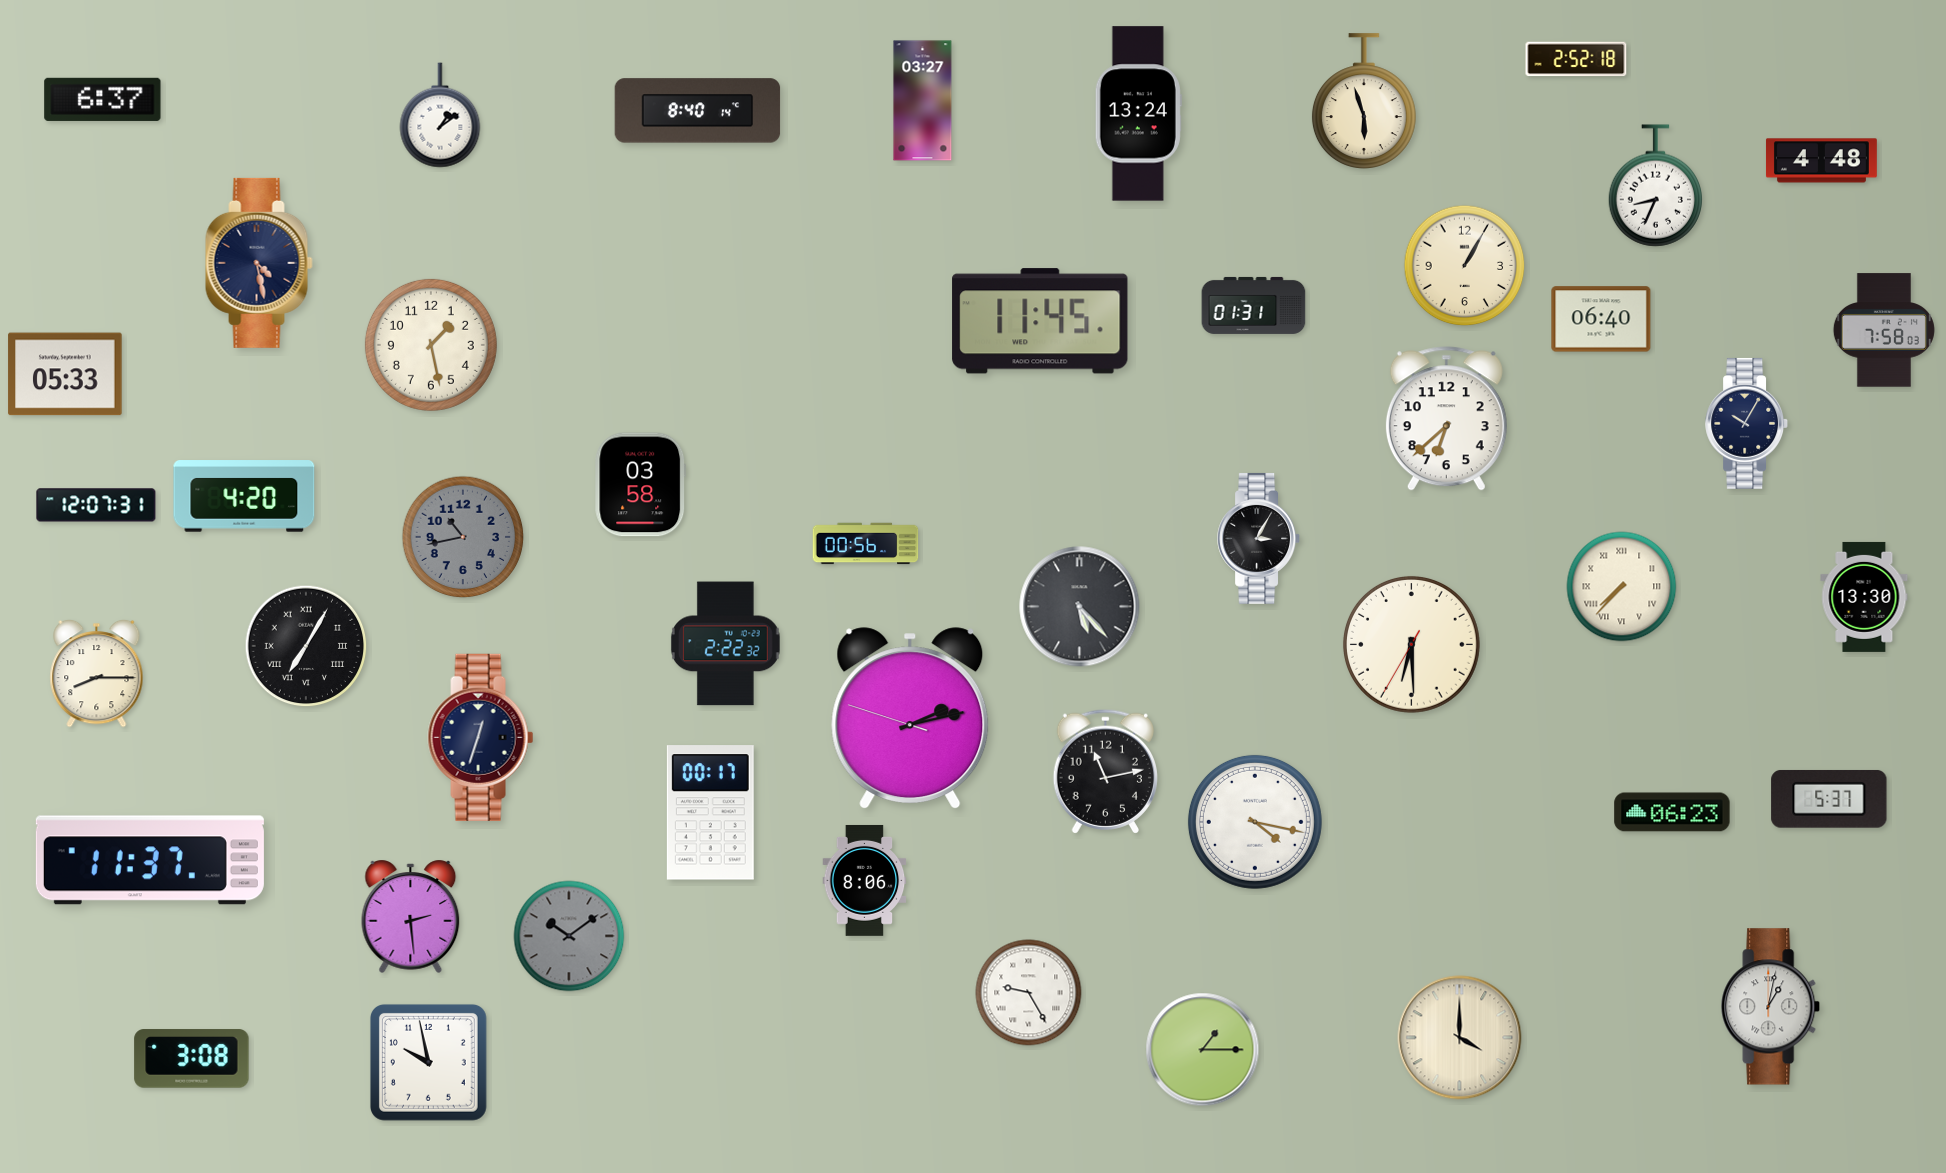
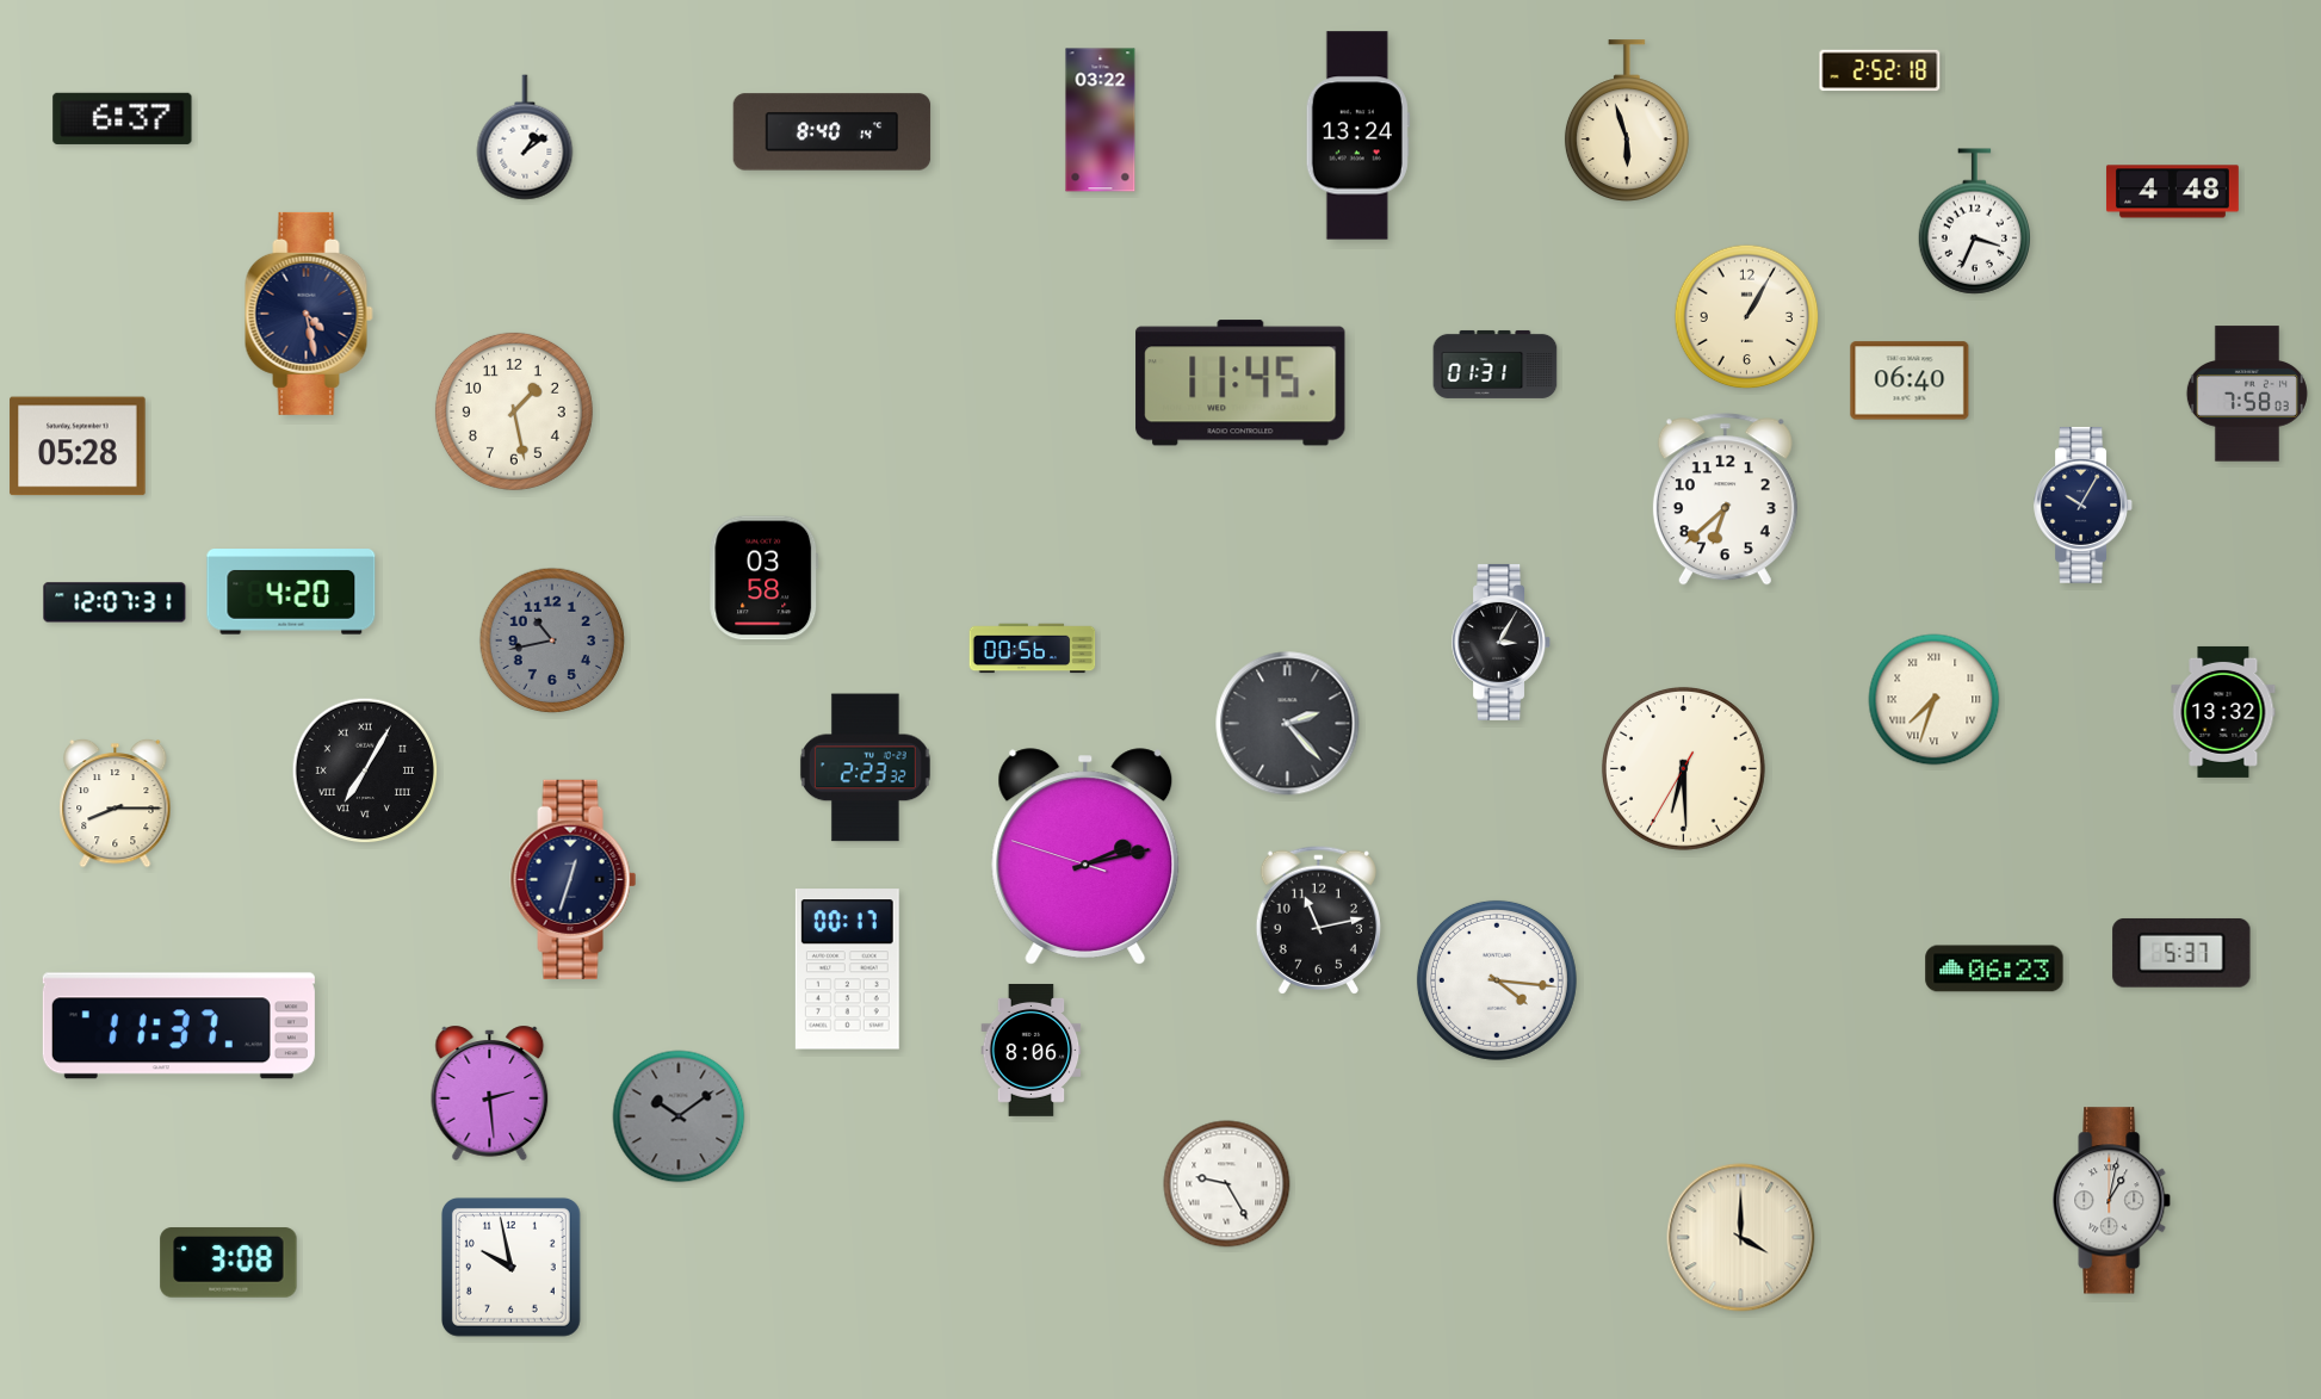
clock at (923, 101): 03:27 -> 03:22
clock at (1655, 186): 8:34 -> 3:34
clock at (65, 374): 05:33 -> 05:28
clock at (1622, 587): 7:37 -> 7:33
clock at (1864, 597): 13:30 -> 13:32
clock at (1080, 607): 5:23 -> 2:23
clock at (725, 644): 2:22 -> 2:23
clock at (1255, 822): 4:17 -> 4:16
clock at (1203, 1050): 1:15 -> none
